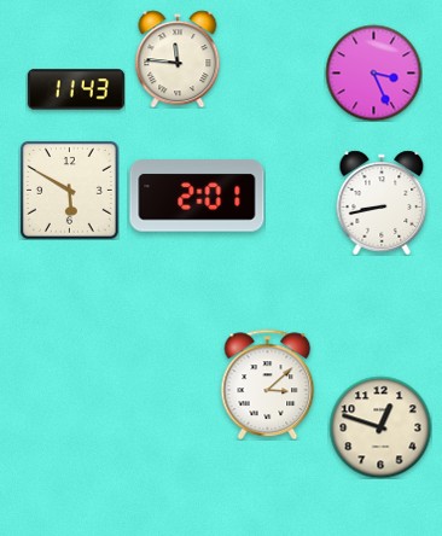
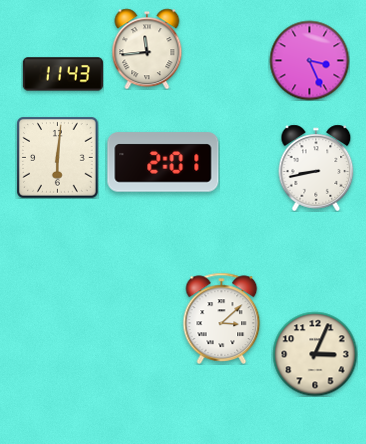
clock at (178, 59): 11:46 -> 11:44
clock at (70, 191): 5:50 -> 6:01
clock at (380, 427): 12:48 -> 3:04
